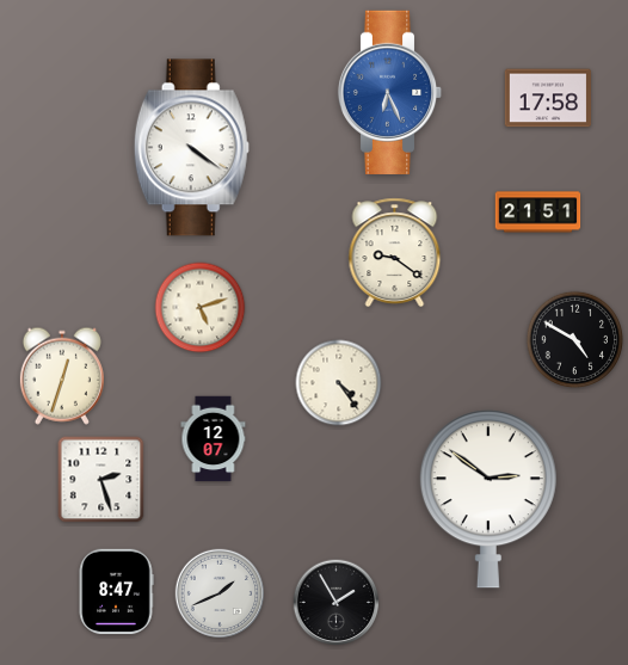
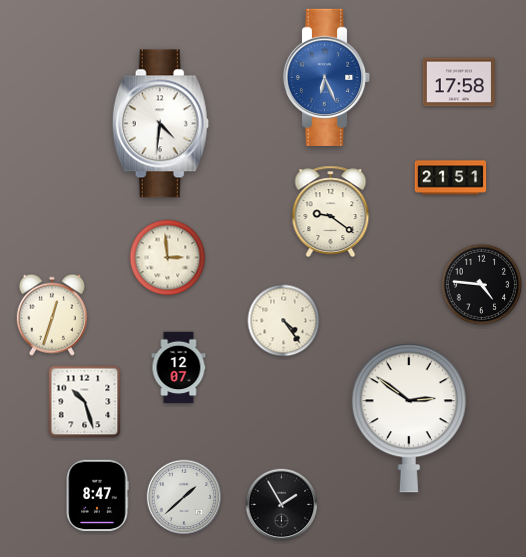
clock at (191, 148): 4:21 -> 4:31
clock at (201, 308): 5:12 -> 2:59
clock at (574, 339): 4:50 -> 4:46
clock at (101, 480): 2:27 -> 10:27
clock at (220, 593): 1:41 -> 1:38
